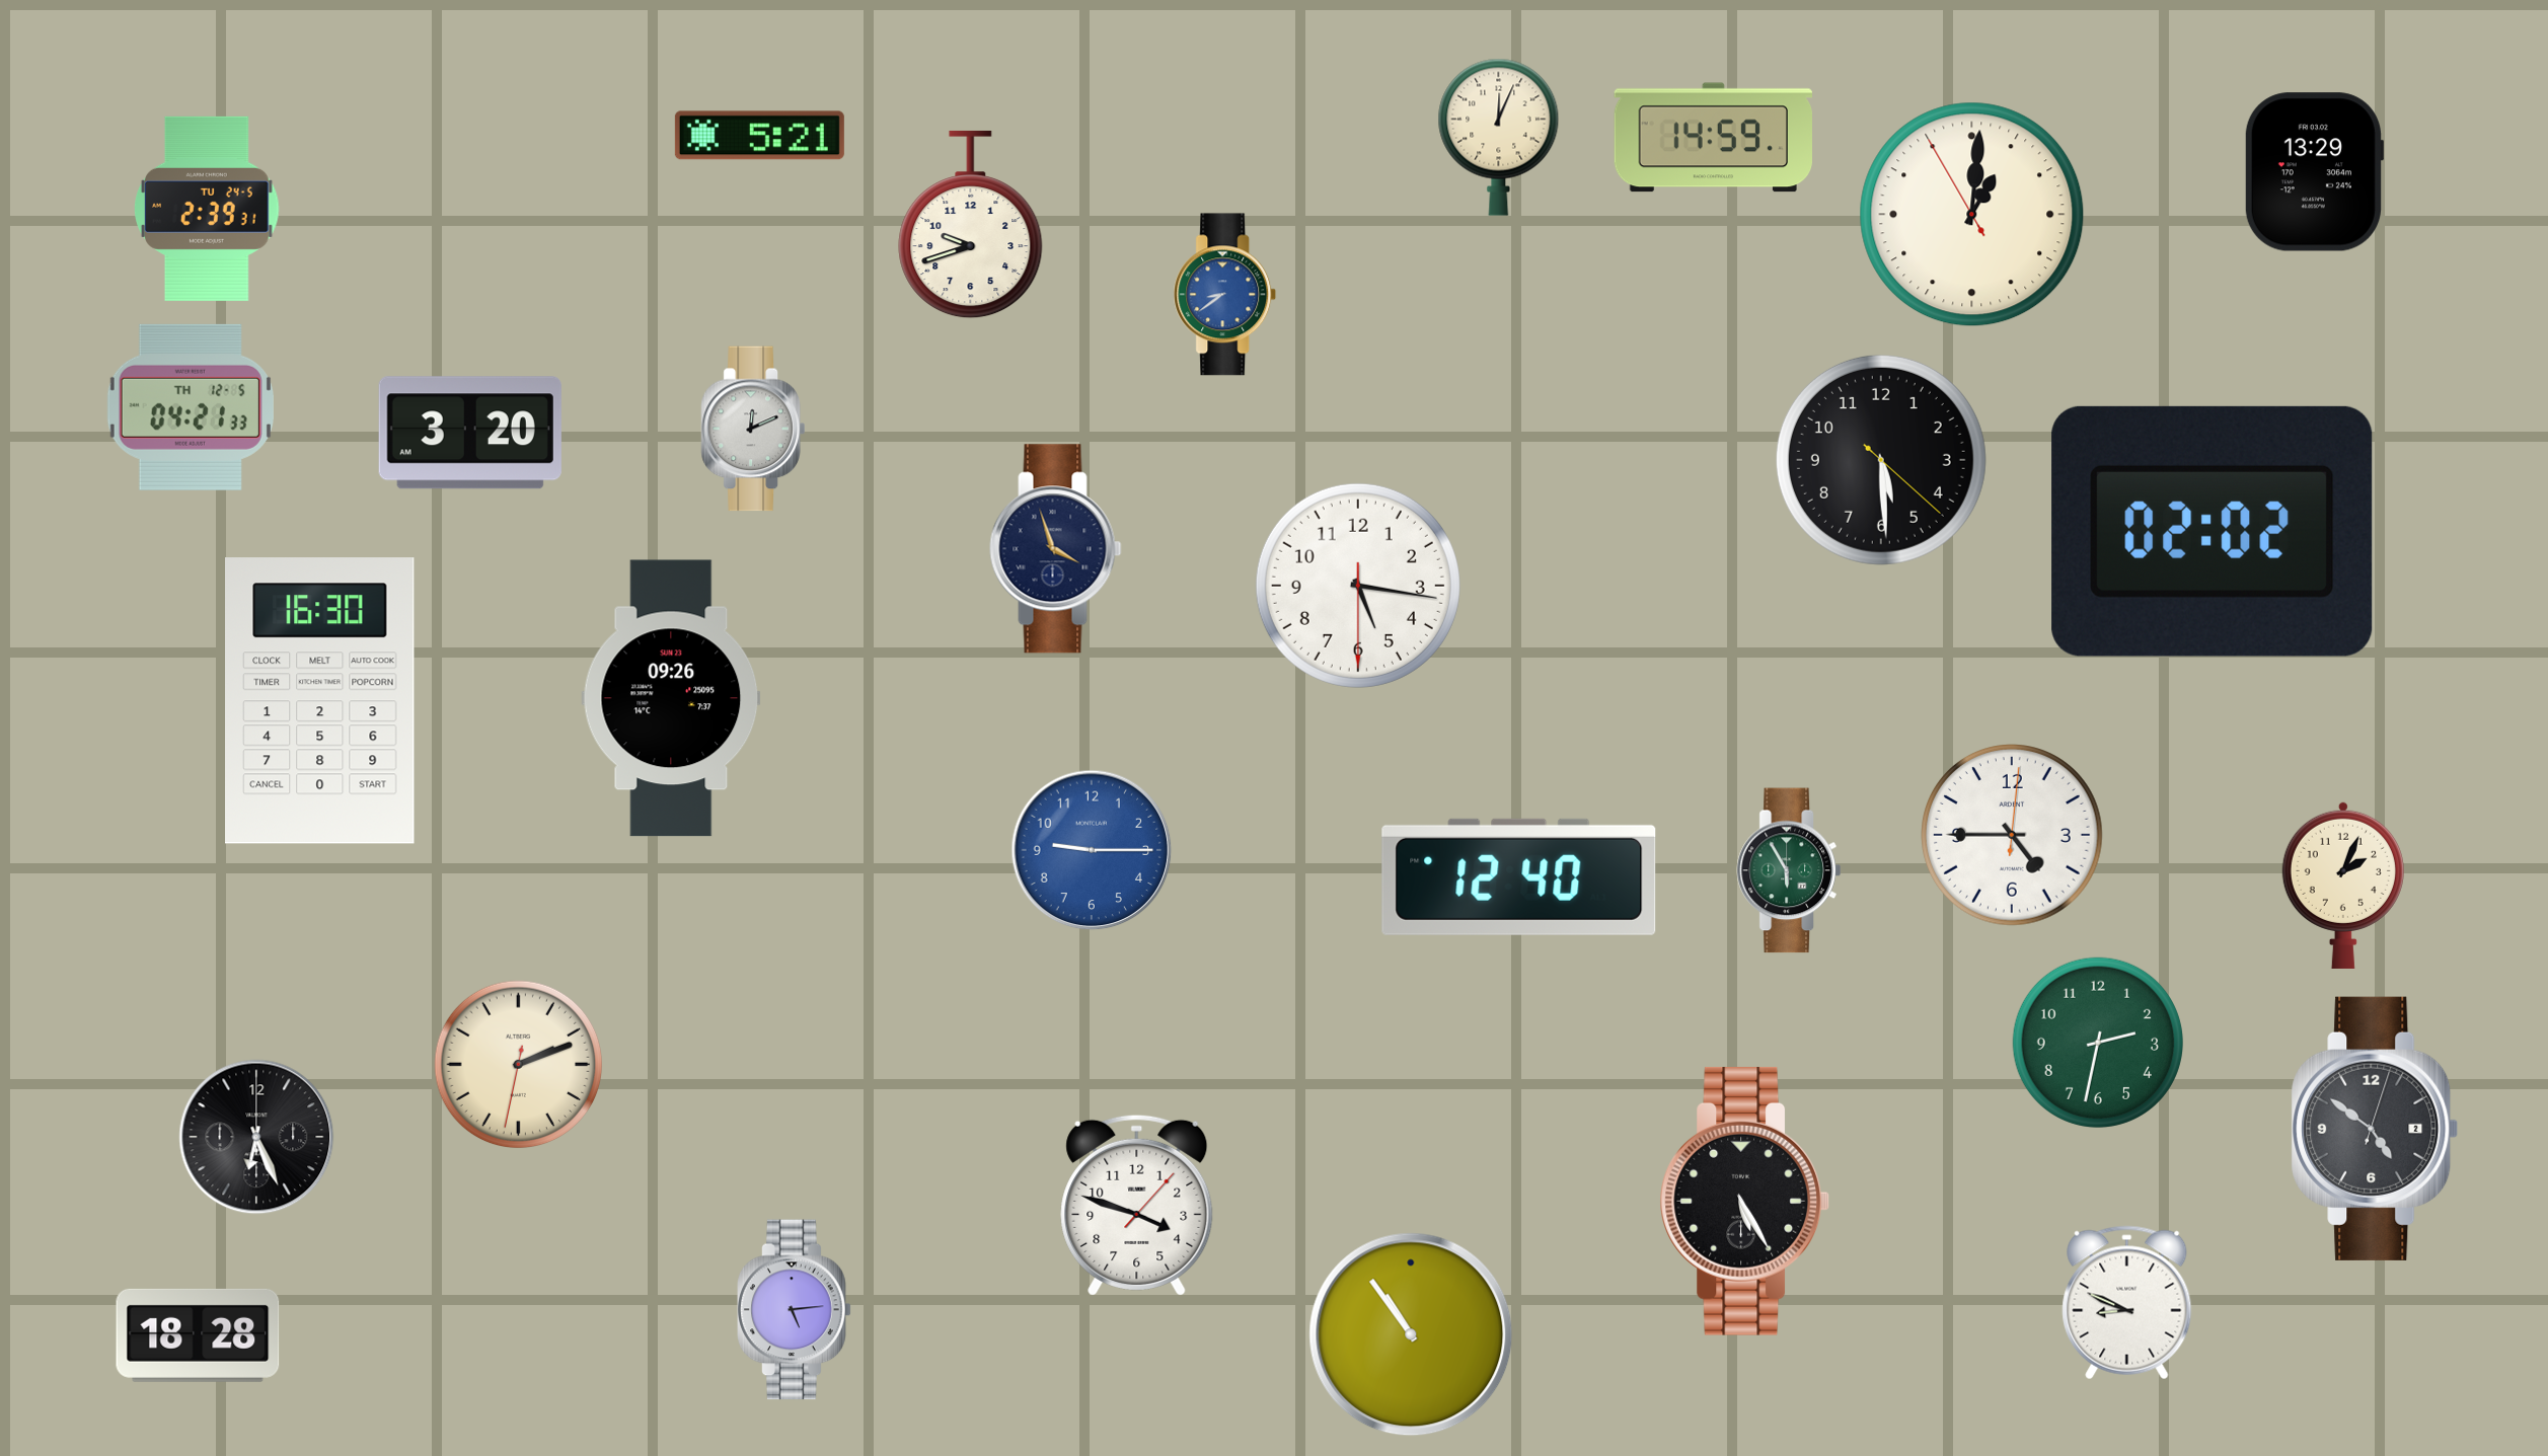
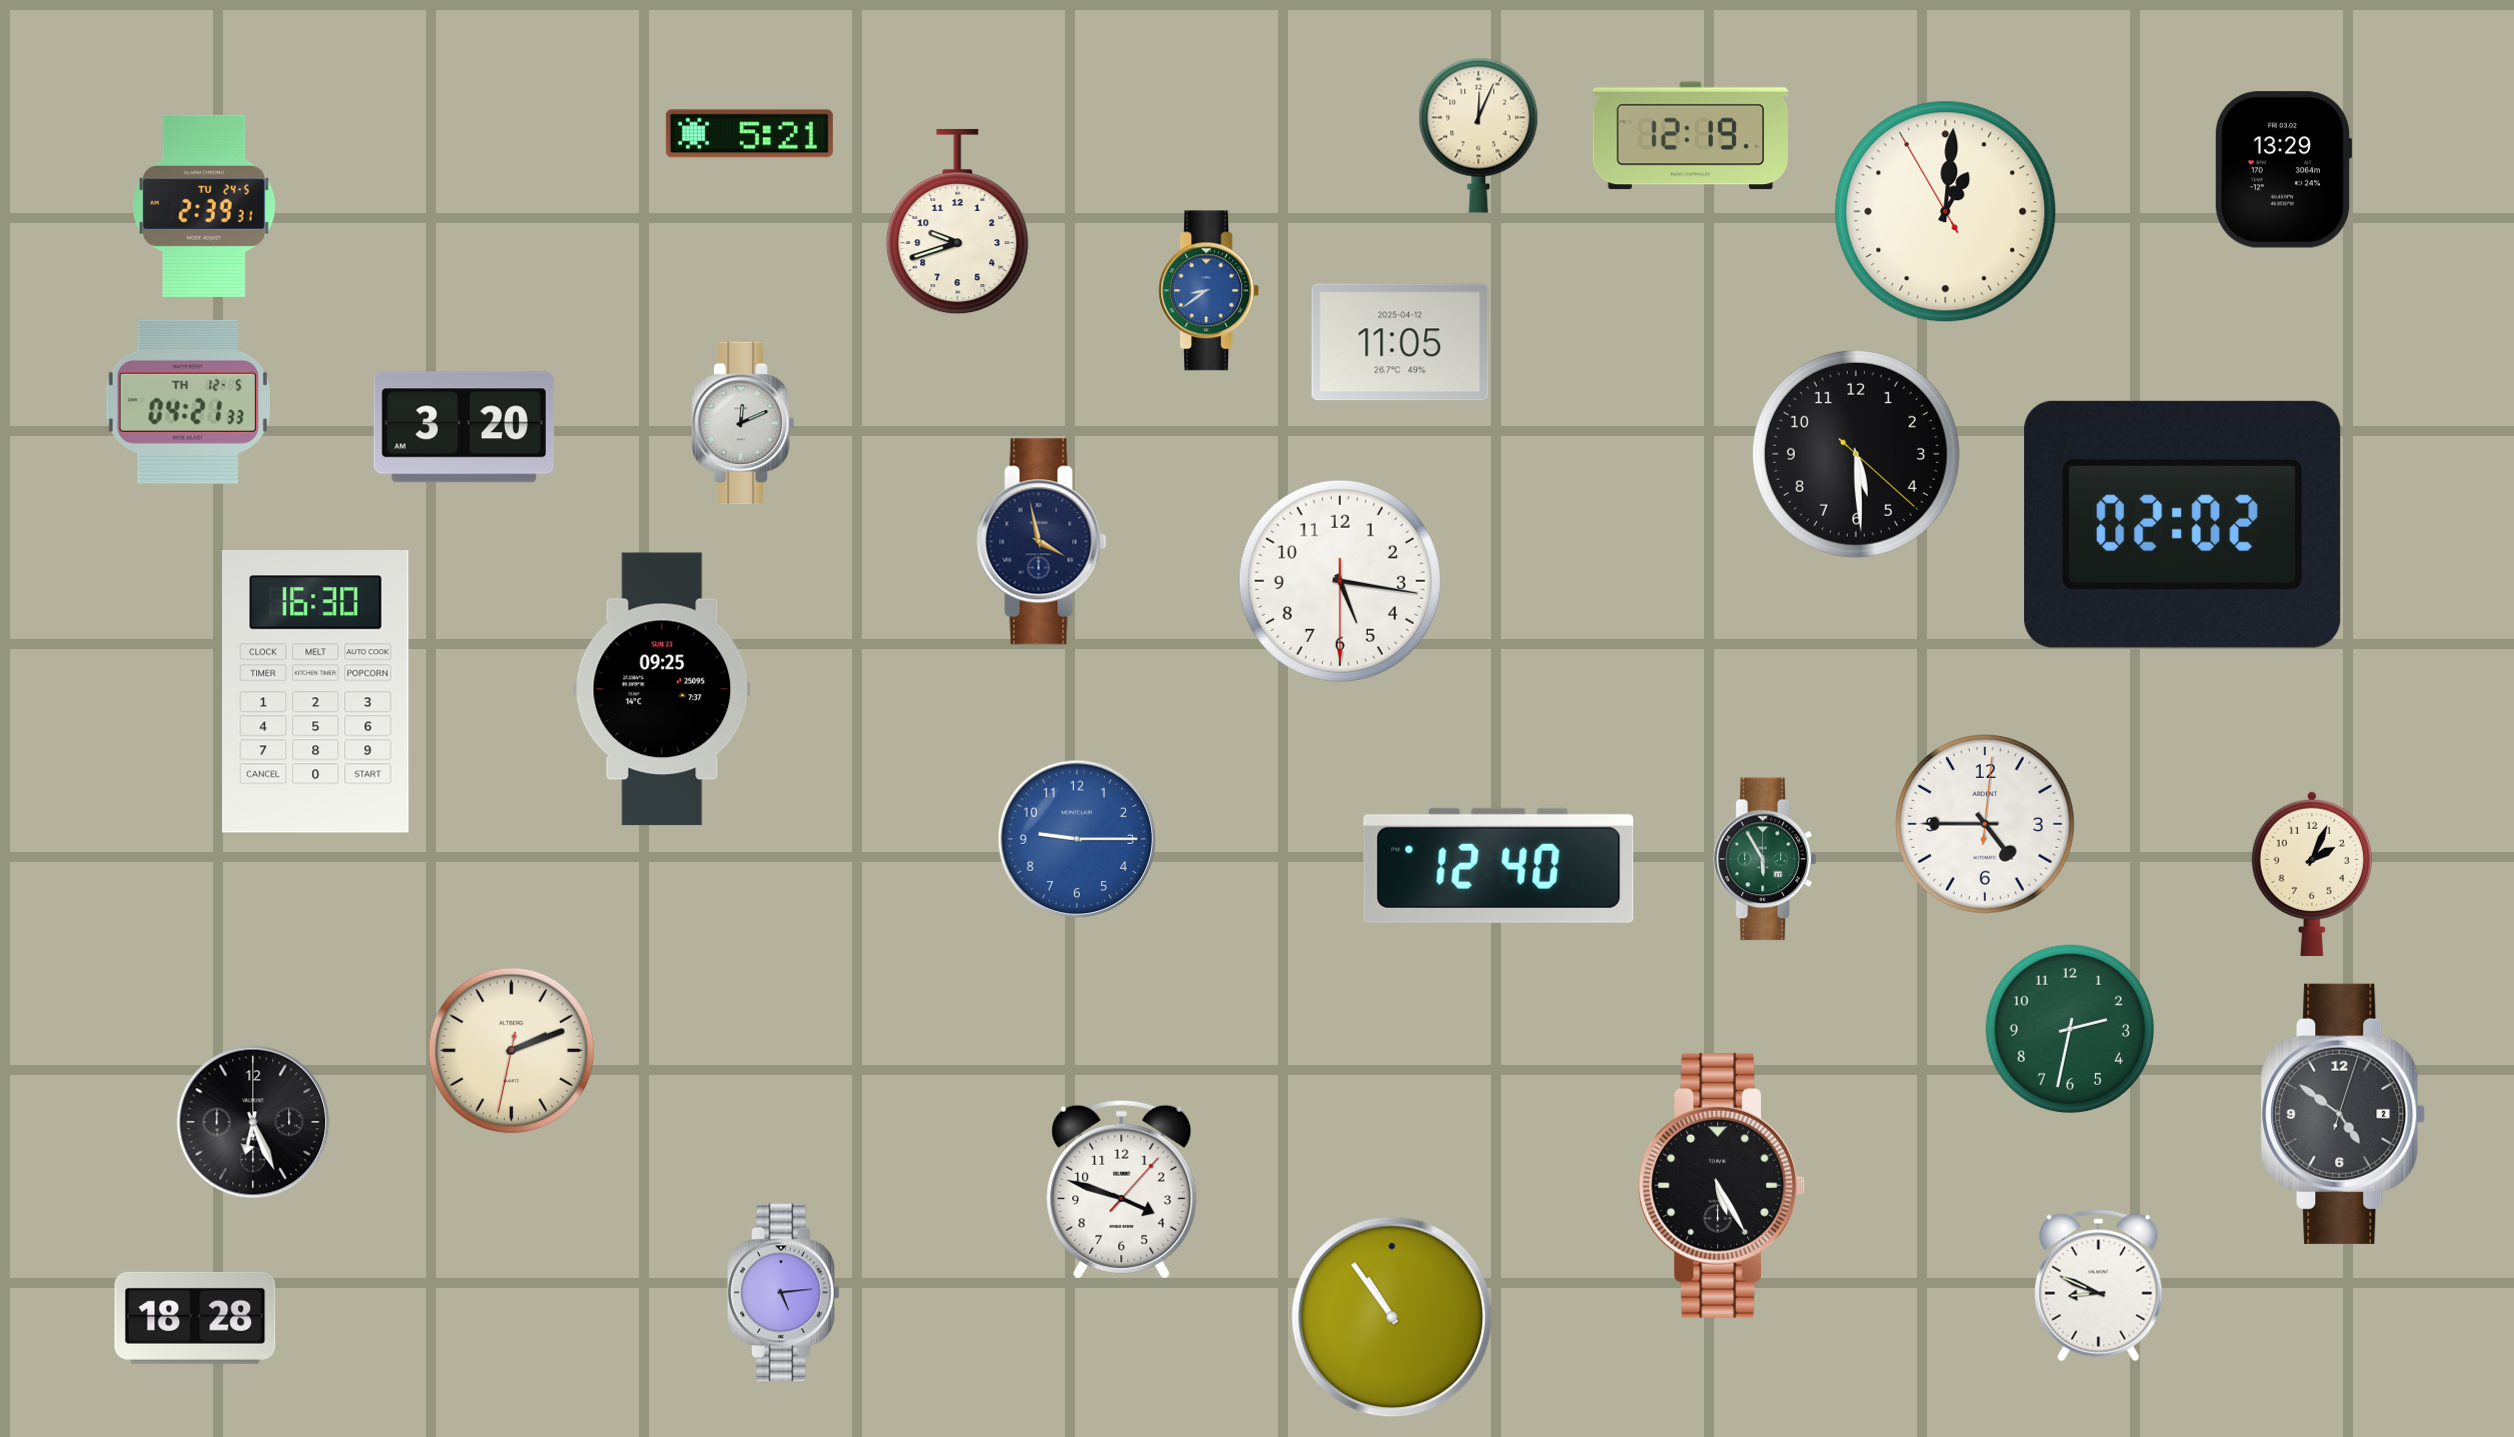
clock at (1713, 138): 14:59 -> 12:19
clock at (1400, 342): none -> 11:05
clock at (1056, 549): 3:57 -> 3:58
clock at (1358, 586) position: (1358, 586) -> (1340, 581)
clock at (671, 698): 09:26 -> 09:25
